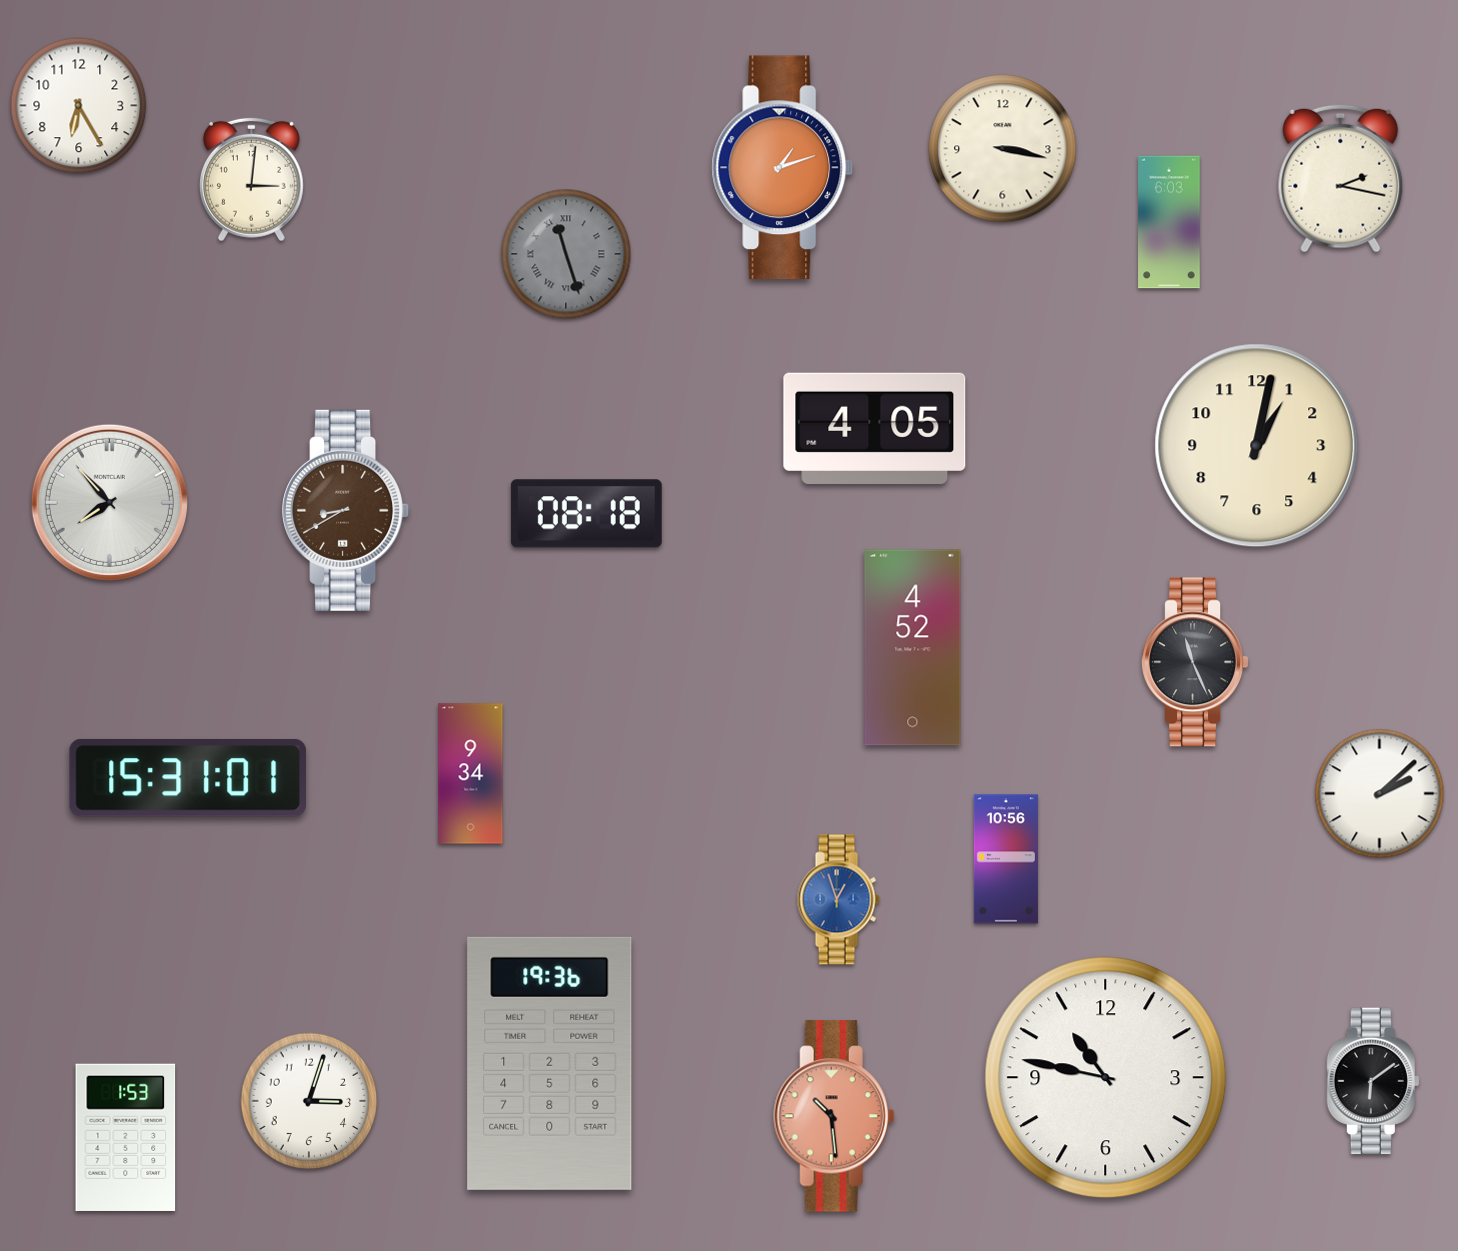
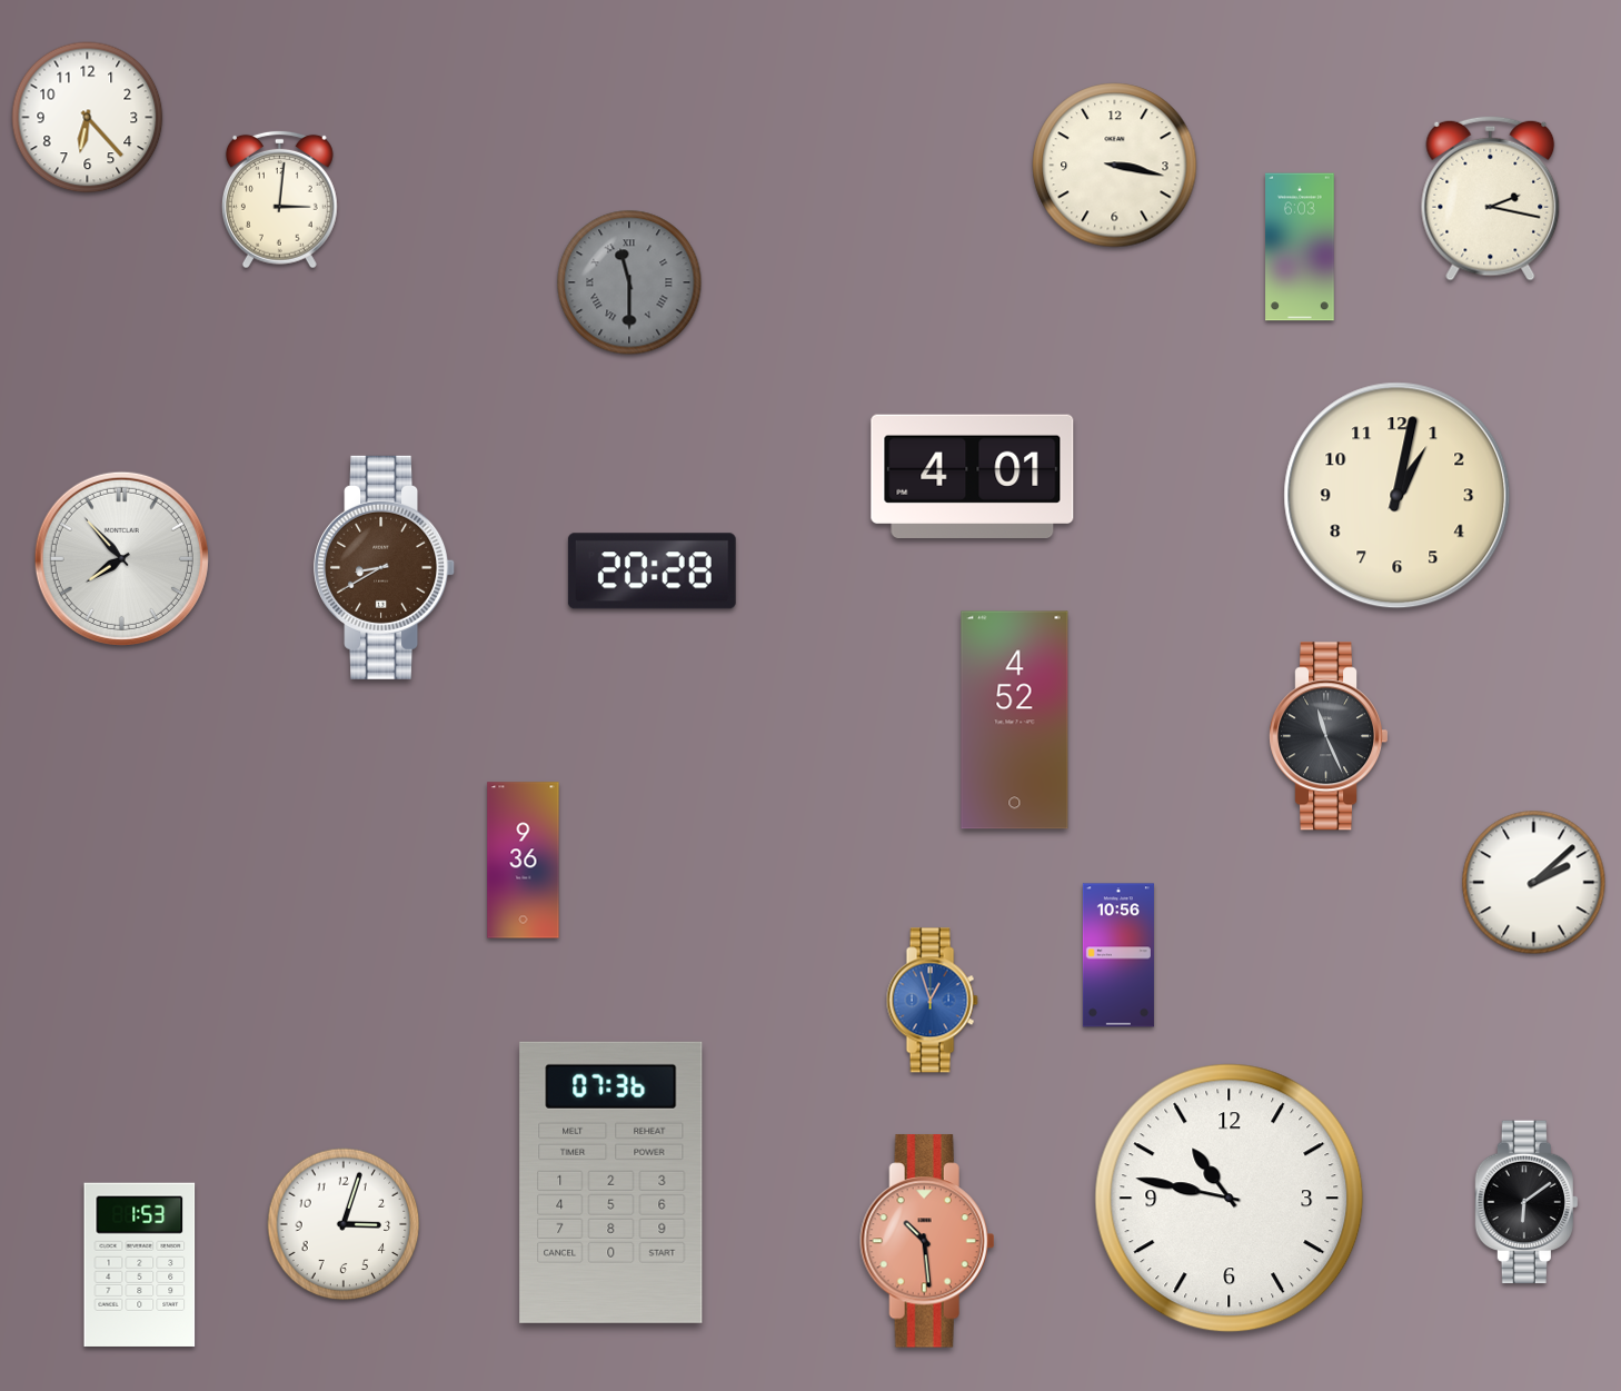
clock at (79, 106): 6:25 -> 6:23
clock at (783, 168): 1:12 -> none
clock at (566, 254): 11:27 -> 11:30
clock at (875, 429): 4:05 -> 4:01
clock at (586, 514): 08:18 -> 20:28
clock at (471, 774): 9:34 -> 9:36
clock at (188, 778): 15:31 -> none
clock at (550, 1063): 19:36 -> 07:36
